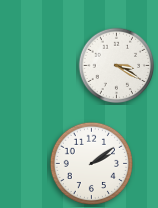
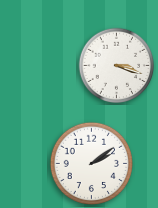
clock at (117, 66): 3:20 -> 3:18
